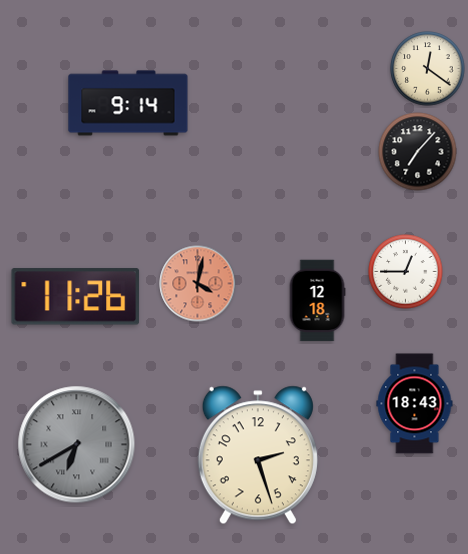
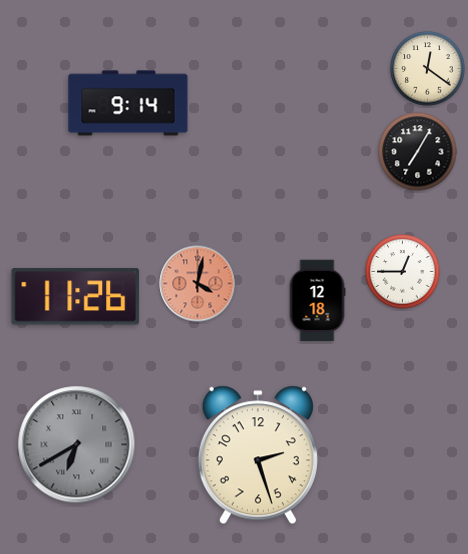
clock at (418, 152): 7:07 -> 7:05
clock at (406, 272) position: (406, 272) -> (403, 272)
clock at (415, 404): 18:43 -> none
